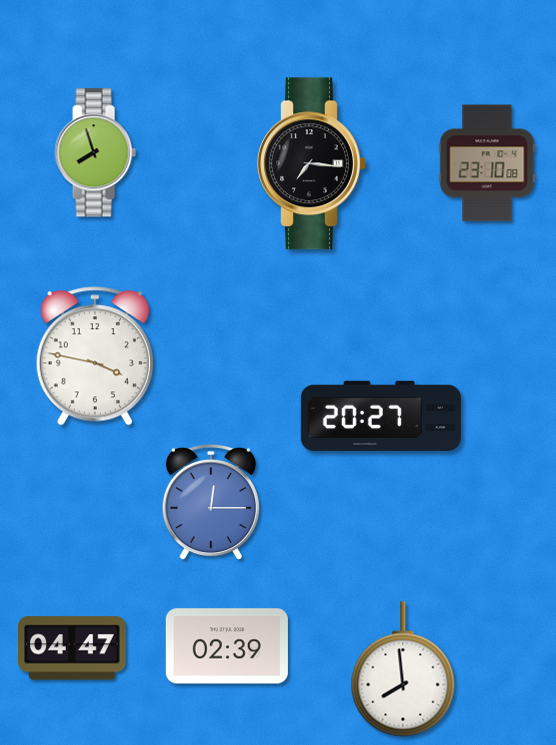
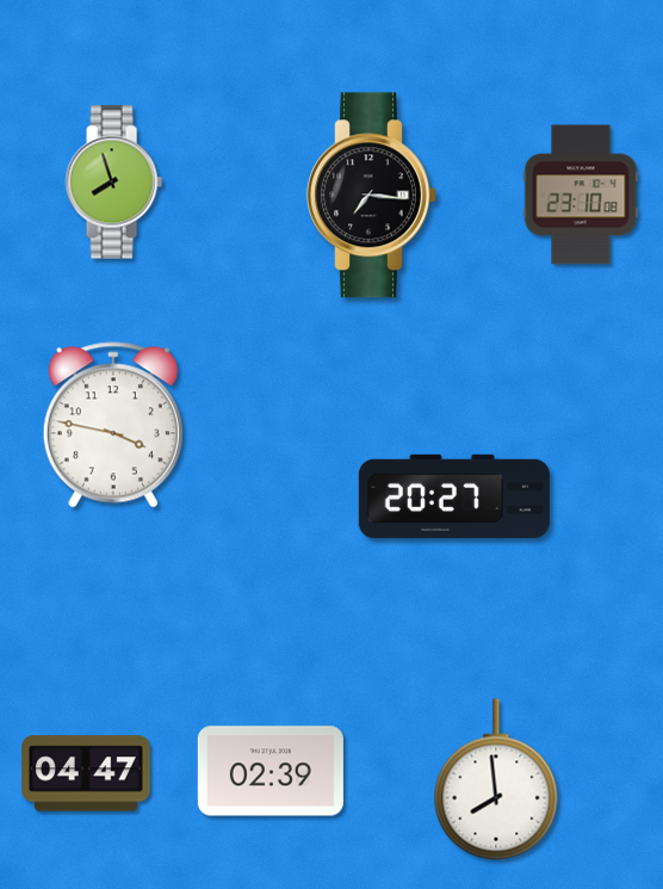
clock at (211, 502): 12:15 -> none
clock at (403, 669) position: (403, 669) -> (496, 779)
